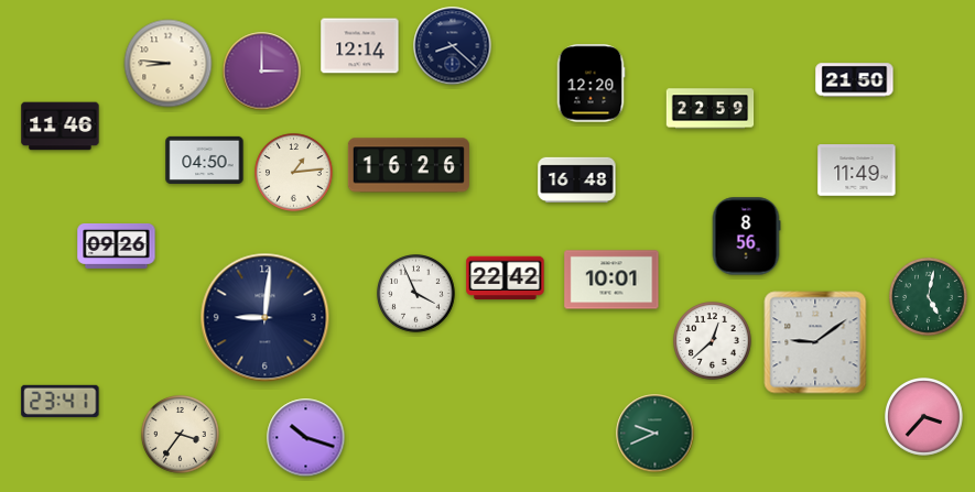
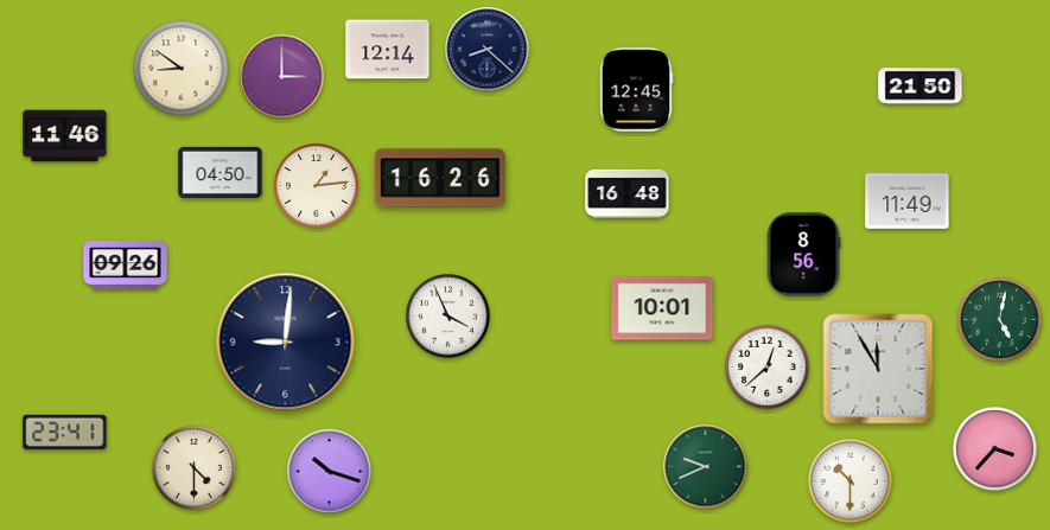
clock at (169, 64): 8:46 -> 8:51
clock at (591, 84): 12:20 -> 12:45
clock at (711, 109): 22:59 -> none
clock at (857, 171) position: (857, 171) -> (908, 202)
clock at (577, 179) position: (577, 179) -> (628, 193)
clock at (506, 278): 22:42 -> none
clock at (611, 280) position: (611, 280) -> (662, 308)
clock at (815, 342): 9:09 -> 11:55
clock at (181, 435): 3:36 -> 4:30
clock at (851, 481): none -> 10:30
